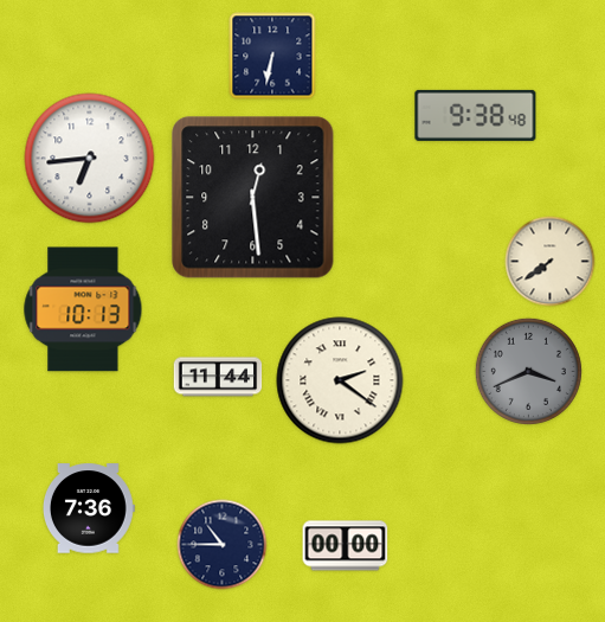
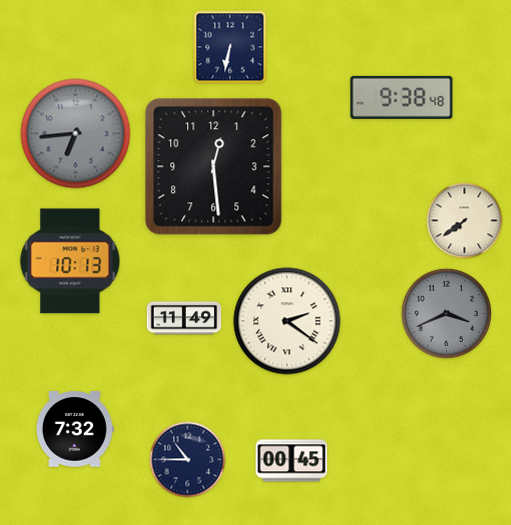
clock at (90, 159) dial: white -> grey
clock at (218, 377): 11:44 -> 11:49
clock at (89, 508): 7:36 -> 7:32
clock at (346, 546): 00:00 -> 00:45
